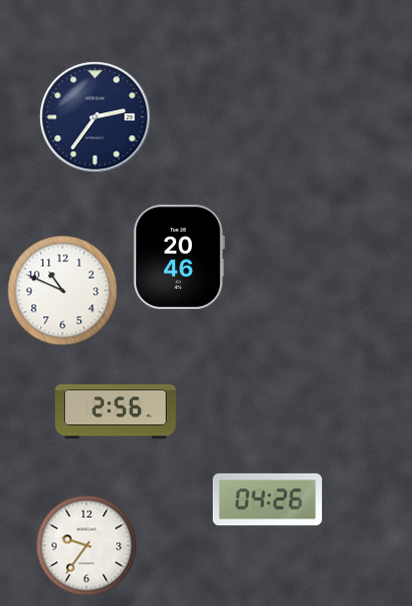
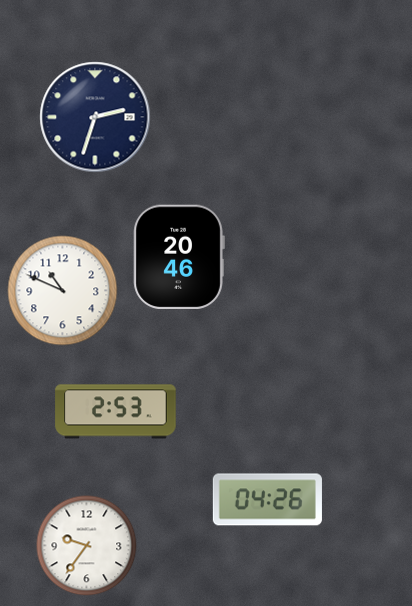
clock at (95, 117): 2:36 -> 2:33
clock at (116, 412): 2:56 -> 2:53
